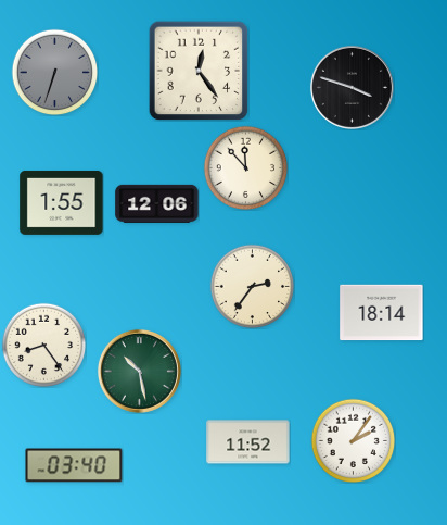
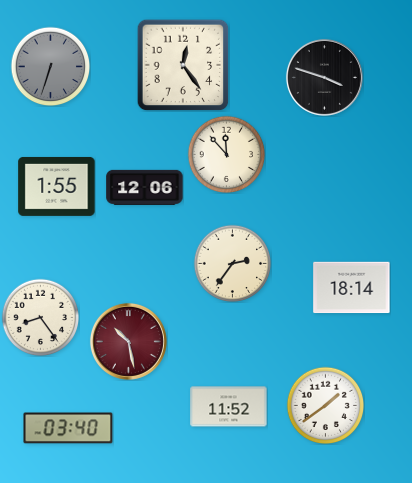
clock at (352, 87) position: (352, 87) -> (324, 77)
clock at (139, 371) dial: green -> burgundy
clock at (353, 440): 2:06 -> 1:39
